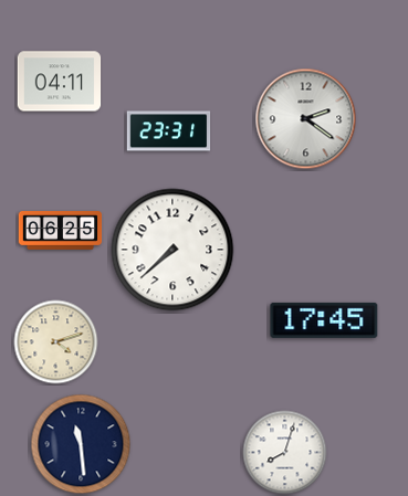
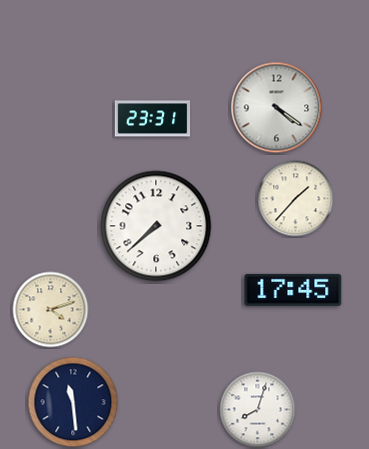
clock at (60, 82): 04:11 -> none
clock at (306, 119): 2:21 -> 4:21
clock at (296, 199): none -> 1:37
clock at (61, 231): 06:25 -> none
